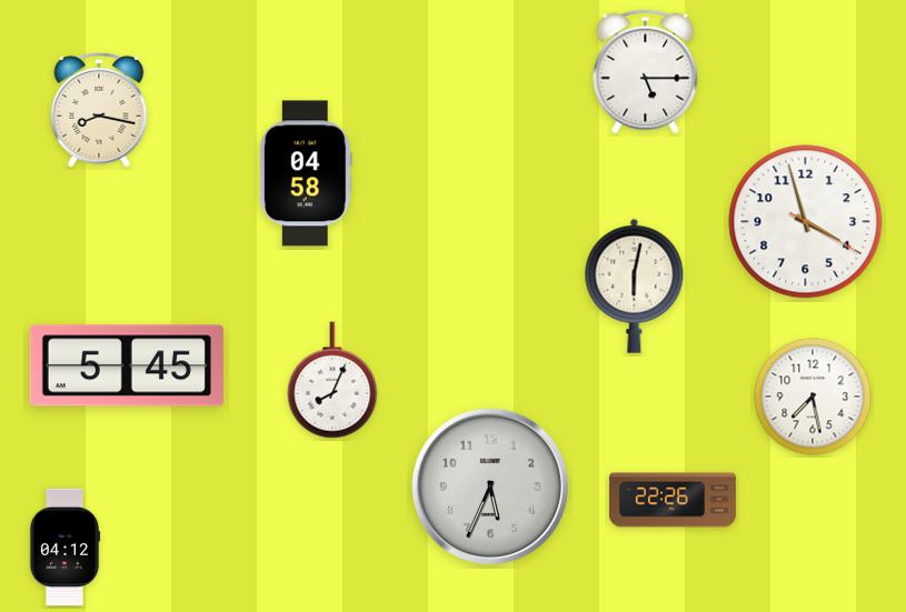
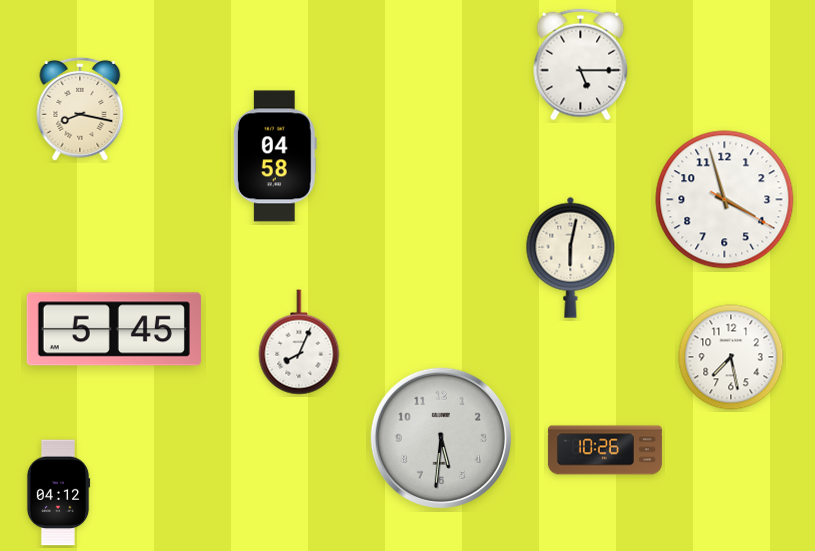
clock at (99, 110) position: (99, 110) -> (80, 109)
clock at (490, 486): 5:34 -> 5:31
clock at (673, 500): 22:26 -> 10:26
